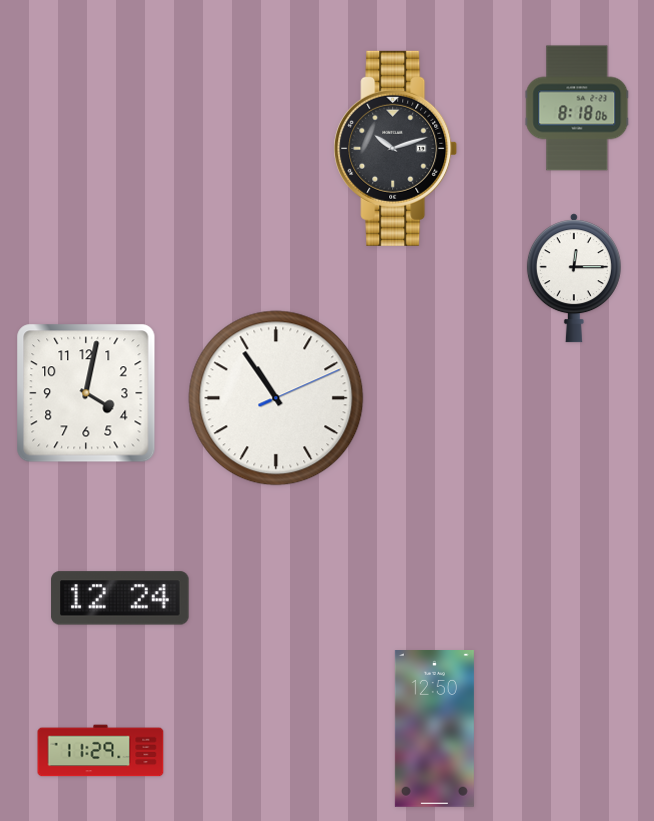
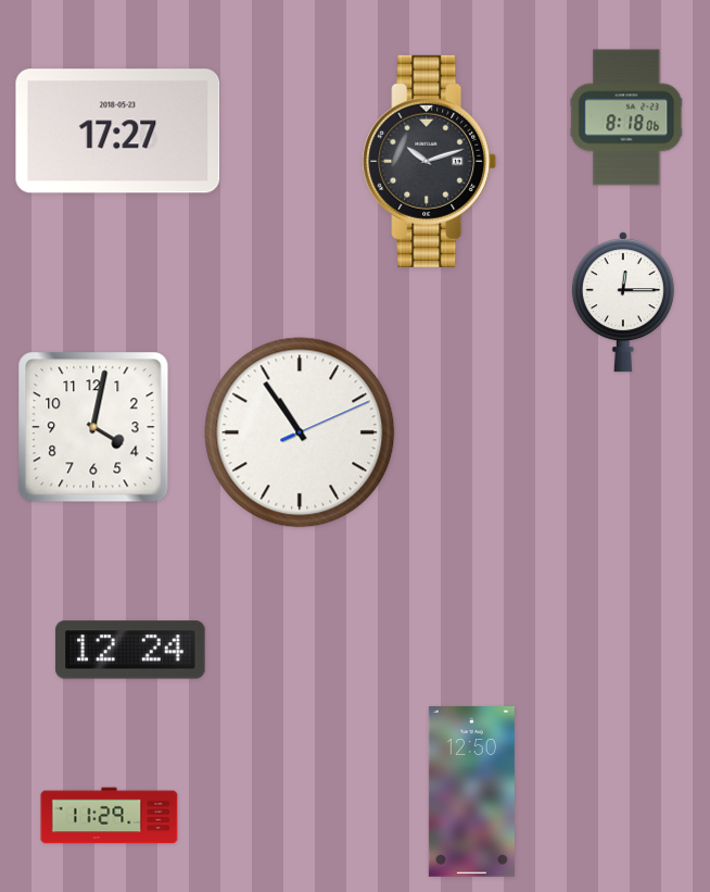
clock at (118, 131): none -> 17:27
